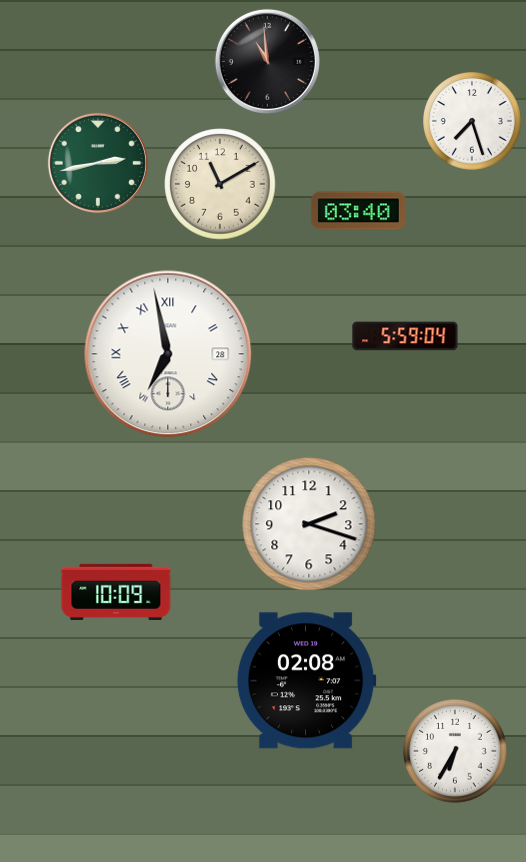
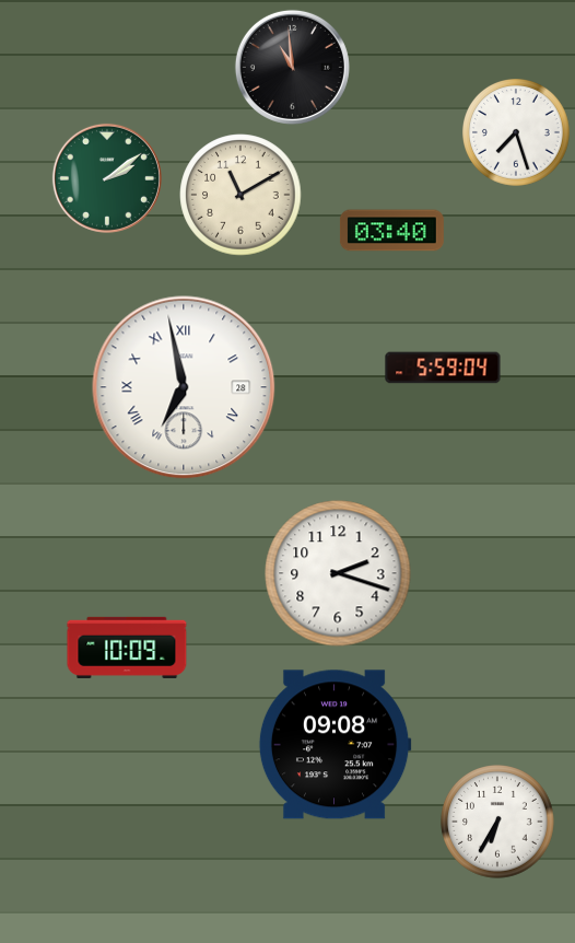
clock at (98, 163): 2:43 -> 2:09
clock at (220, 184) position: (220, 184) -> (240, 195)
clock at (306, 681): 02:08 -> 09:08
